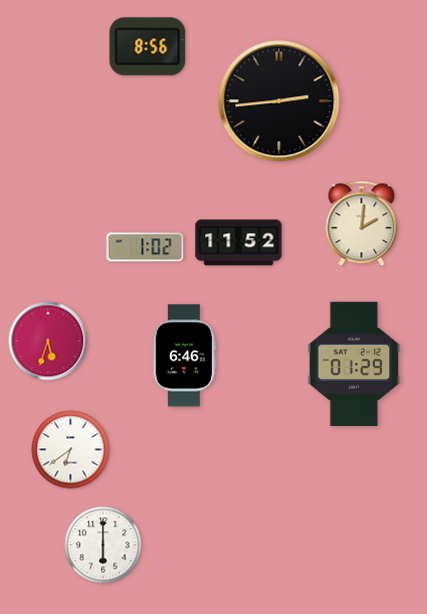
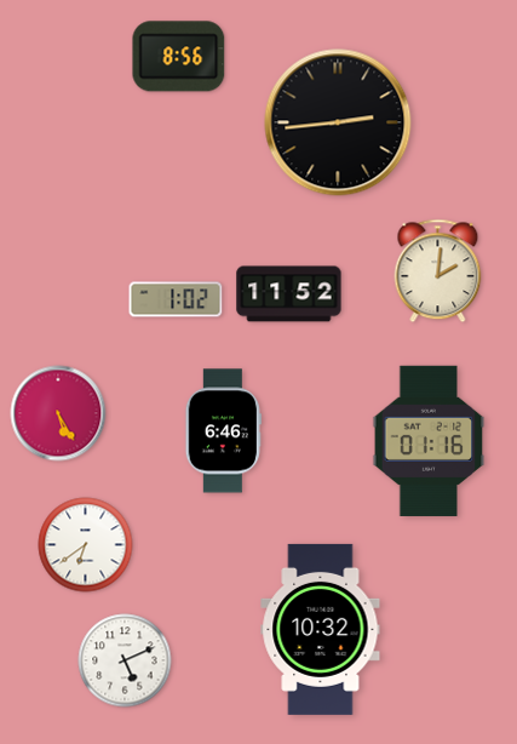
clock at (48, 341): 5:33 -> 5:25
clock at (354, 364): 01:29 -> 01:16
clock at (321, 629): none -> 10:32
clock at (103, 545): 6:00 -> 5:11
